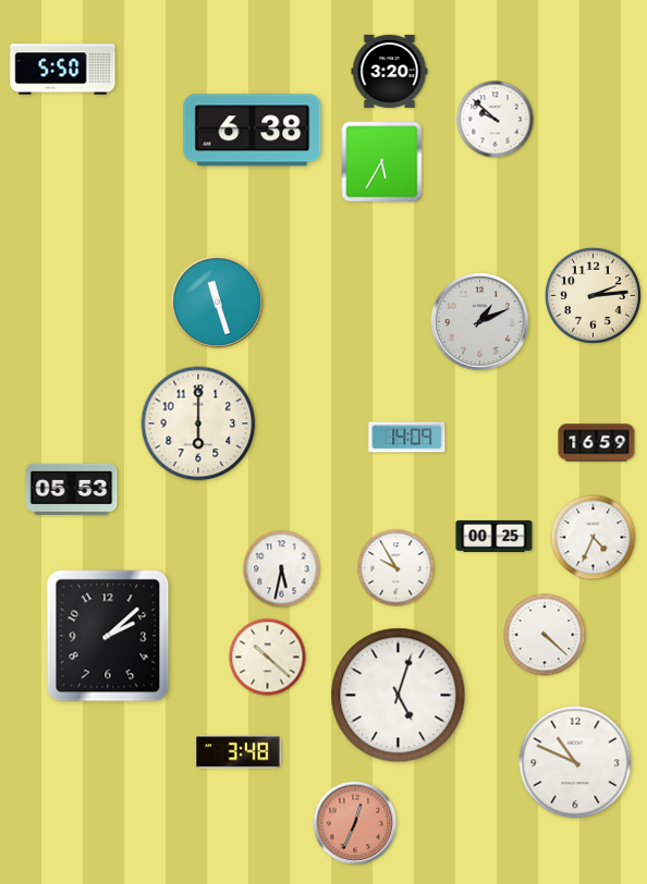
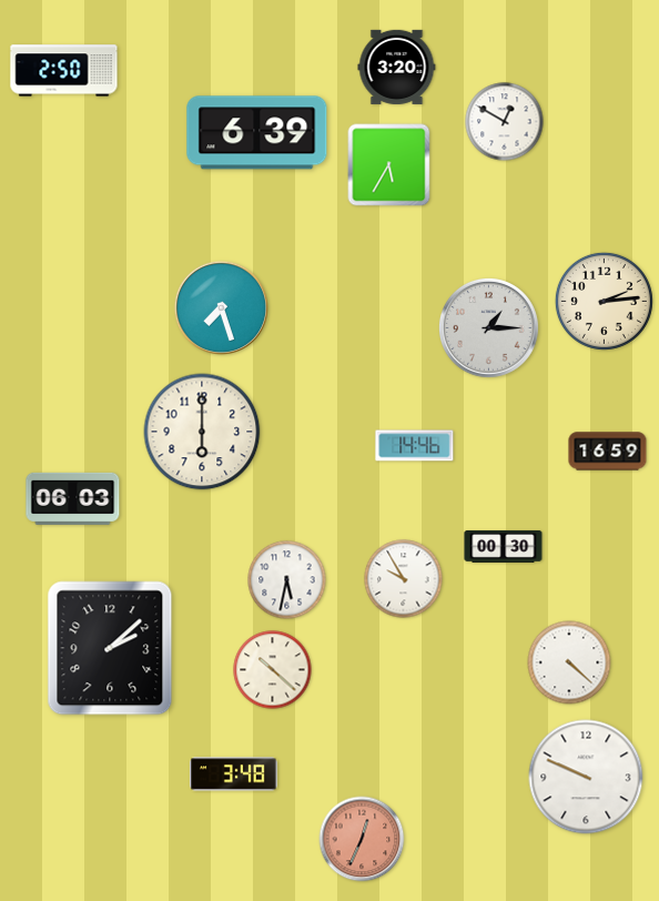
clock at (63, 70): 5:50 -> 2:50
clock at (390, 71) position: (390, 71) -> (397, 67)
clock at (496, 120): 9:52 -> 12:50
clock at (253, 131): 6:38 -> 6:39
clock at (217, 302): 11:27 -> 7:27
clock at (479, 321): 1:11 -> 1:15
clock at (407, 438): 14:09 -> 14:46
clock at (72, 489): 05:53 -> 06:03
clock at (495, 536): 00:25 -> 00:30
clock at (594, 538): 4:34 -> none
clock at (545, 635) position: (545, 635) -> (569, 662)
clock at (399, 696): 5:03 -> none
clock at (239, 752) position: (239, 752) -> (234, 775)
clock at (575, 762): 10:49 -> 9:49
